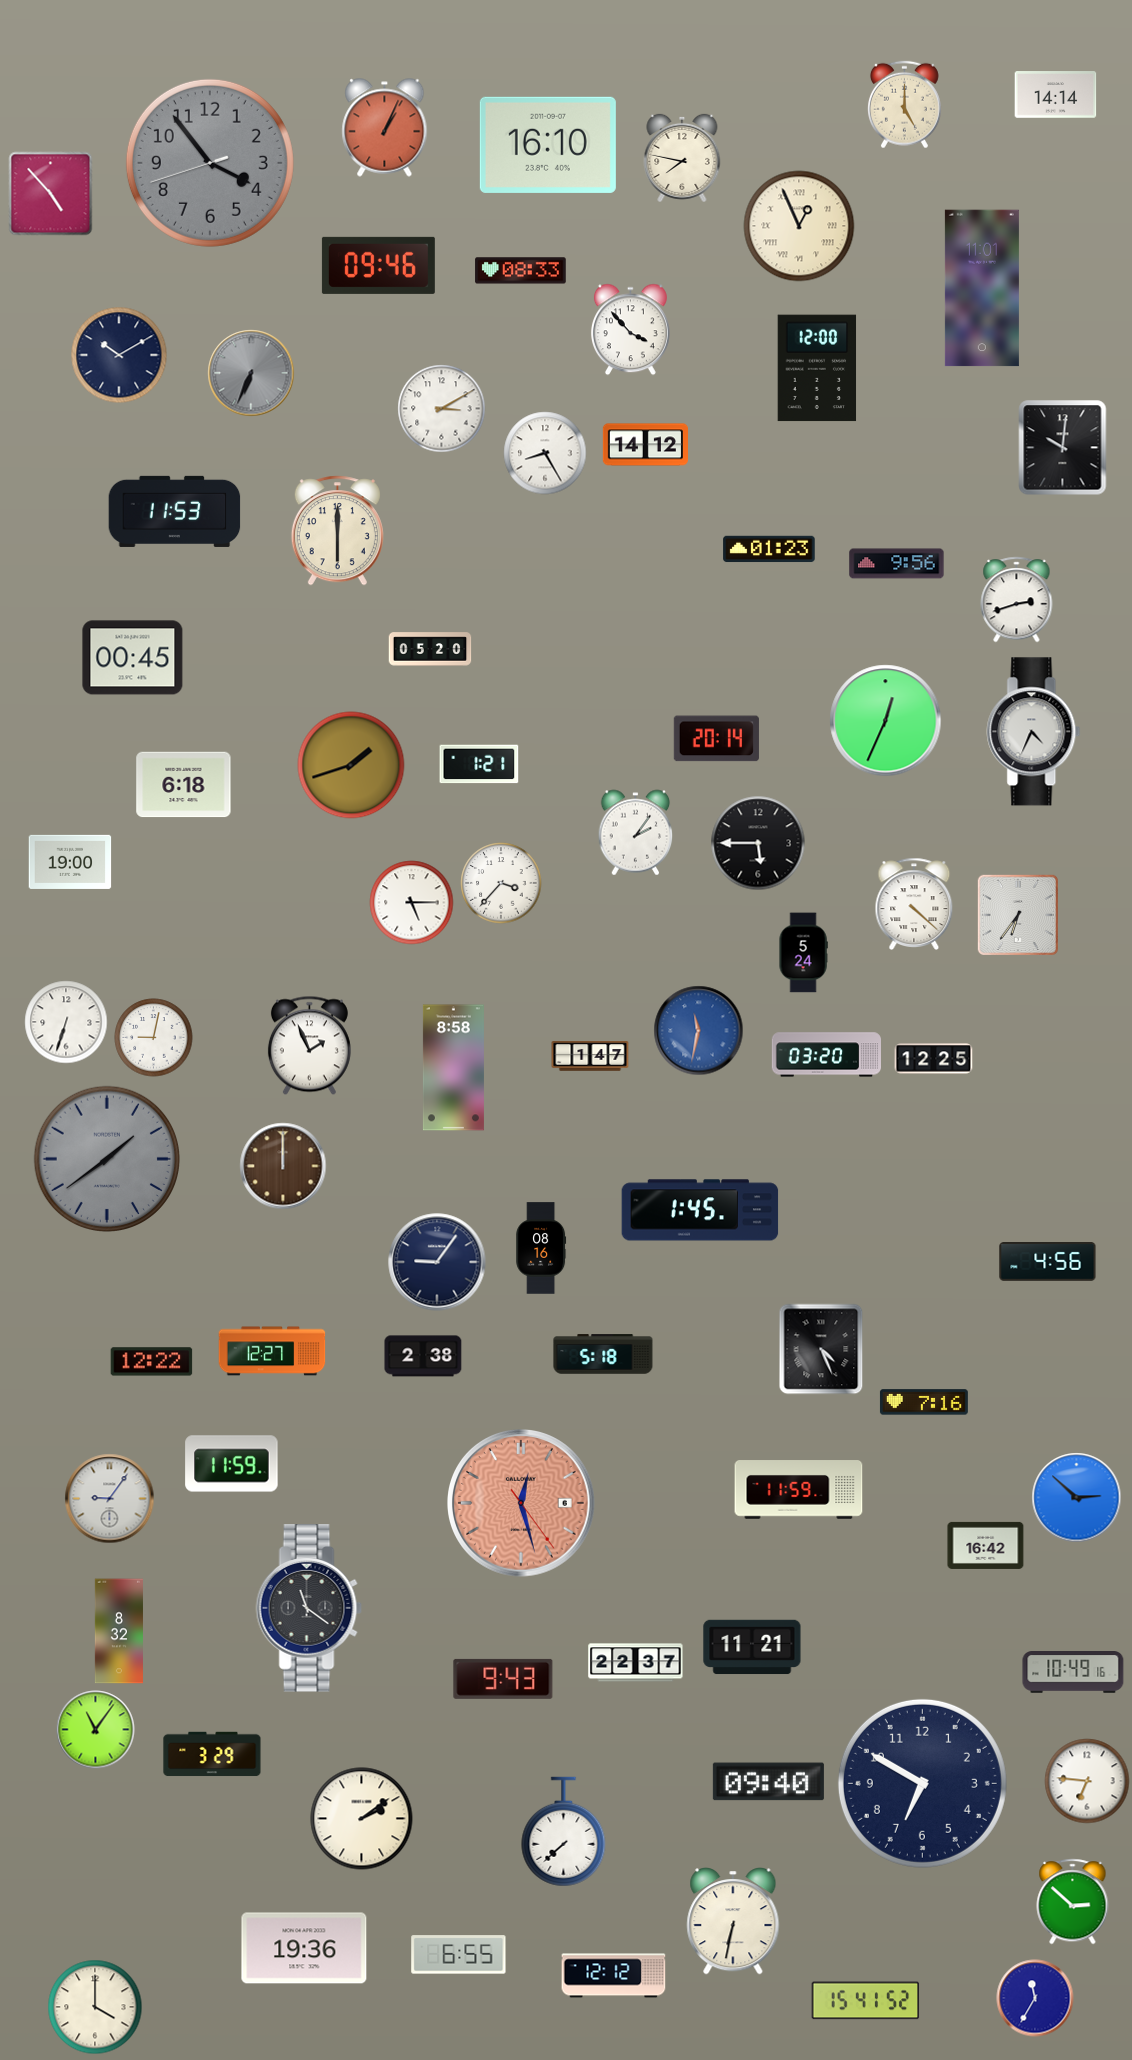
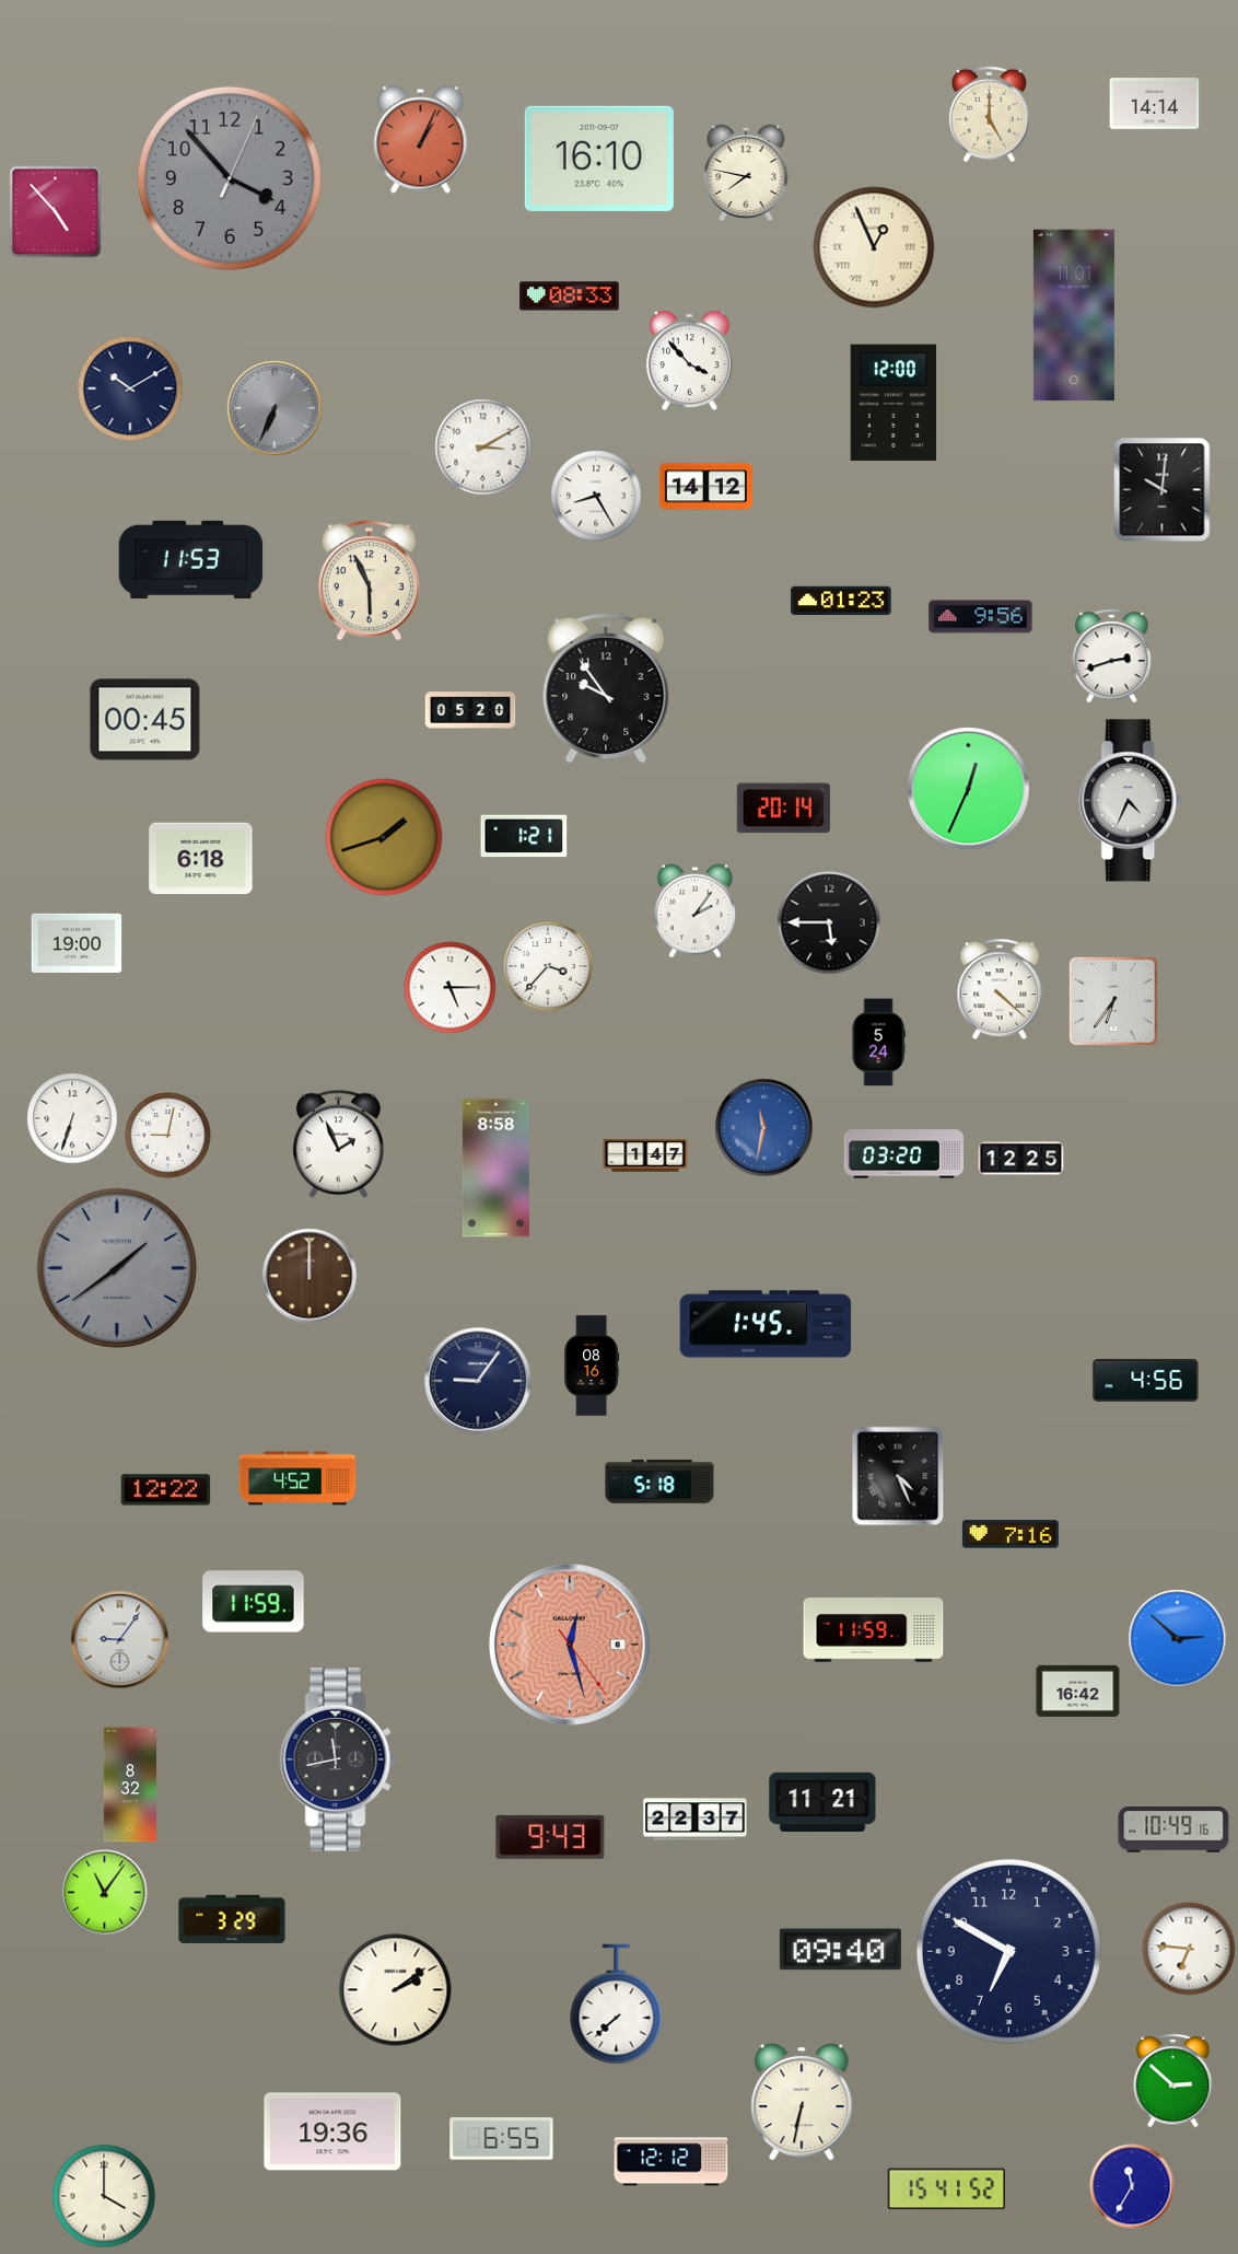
clock at (210, 163): 3:53:42 -> 3:53:04
clock at (378, 265): 09:46 -> none
clock at (337, 531): 6:00 -> 5:56
clock at (606, 688): none -> 9:54
clock at (272, 1351): 12:27 -> 4:52
clock at (423, 1356): 2:38 -> none
clock at (309, 1608): 11:21 -> 11:43
